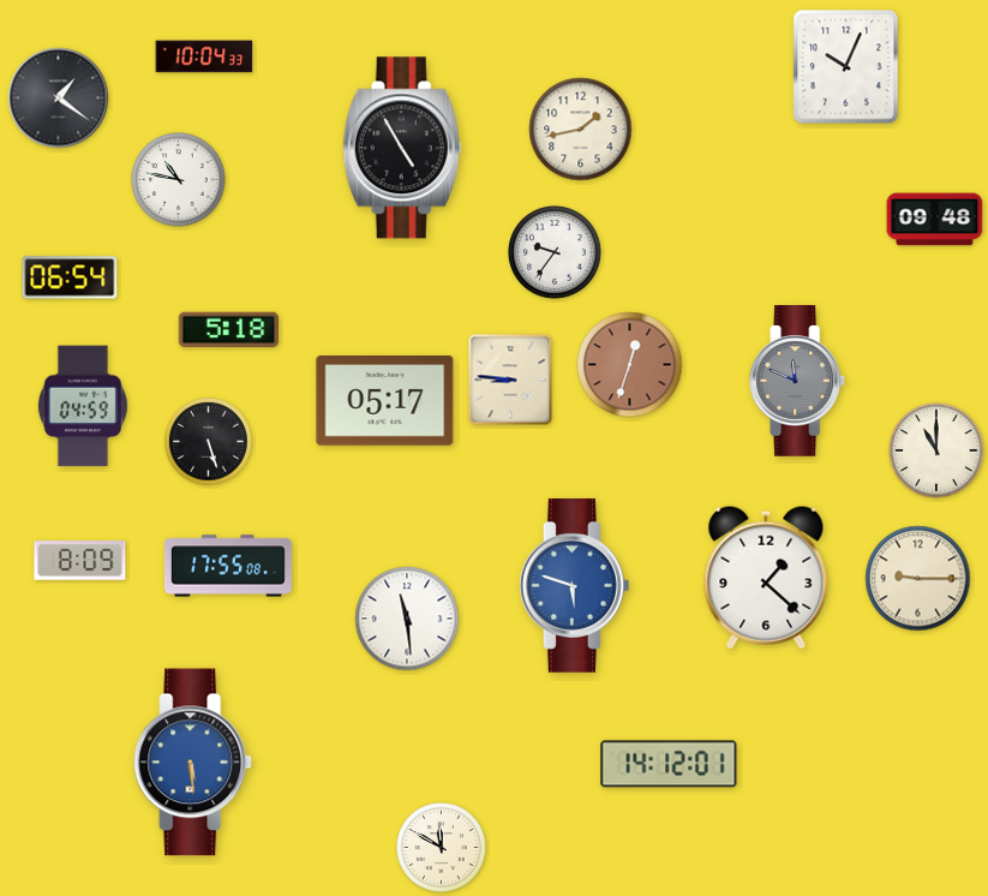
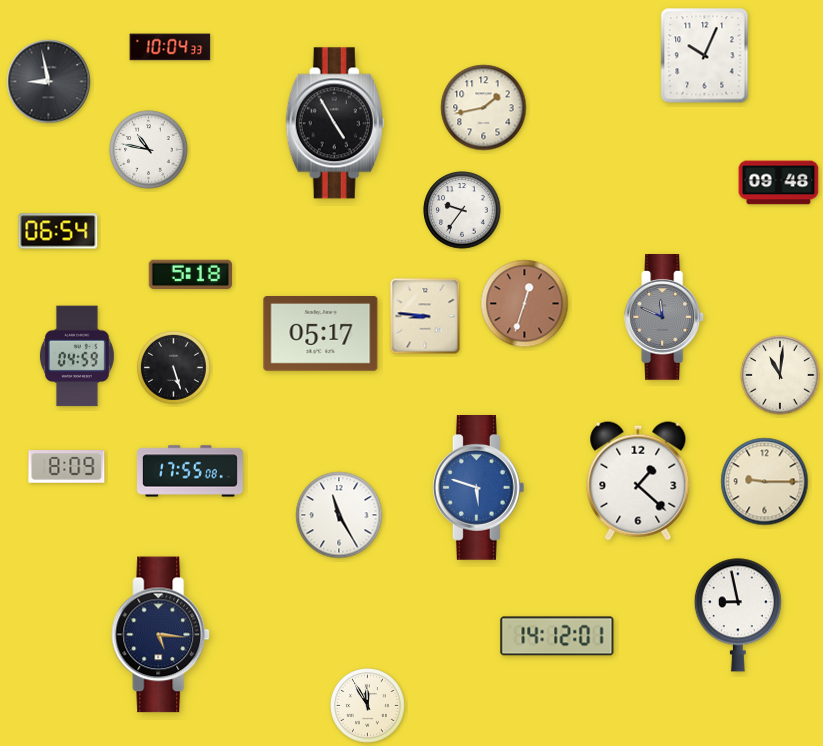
clock at (59, 98): 1:21 -> 8:58
clock at (83, 406) position: (83, 406) -> (77, 356)
clock at (936, 450): 11:00 -> 11:01
clock at (407, 619): 11:29 -> 11:25
clock at (738, 615): none -> 8:58
clock at (193, 763): 5:29 -> 5:16
clock at (193, 763) dial: blue -> navy
clock at (442, 848): 11:50 -> 11:55
